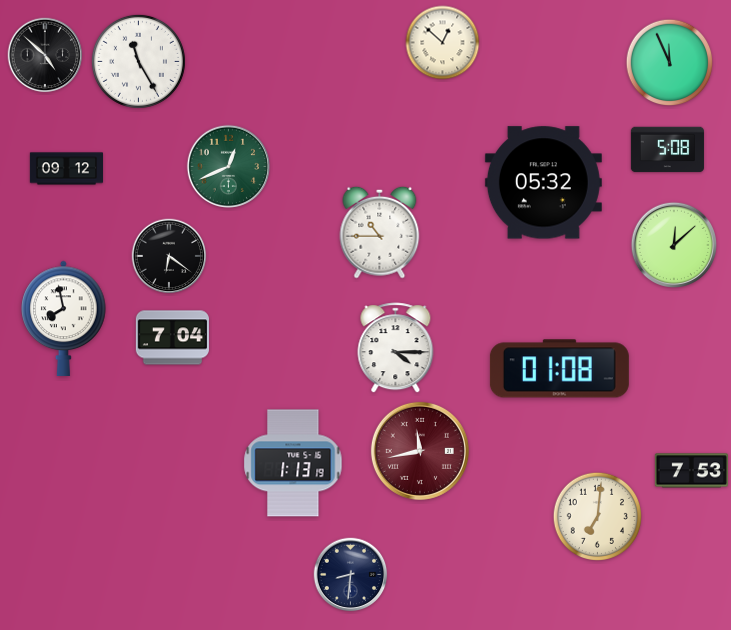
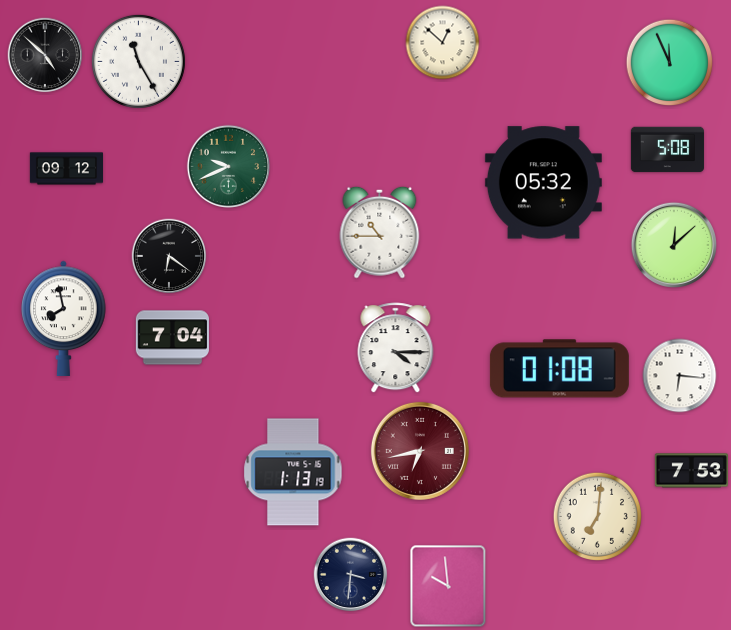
clock at (229, 167): 12:41 -> 9:41
clock at (680, 376): none -> 6:16
clock at (420, 451): 11:43 -> 6:43
clock at (293, 463) position: (293, 463) -> (293, 472)
clock at (351, 575): 8:31 -> 3:31
clock at (448, 586): none -> 9:59
